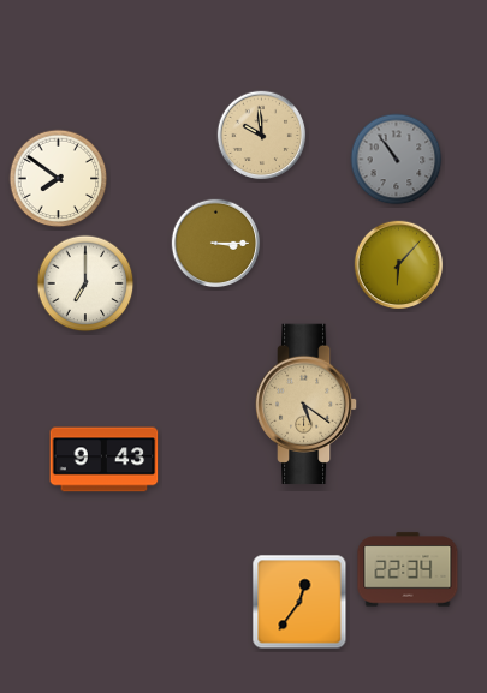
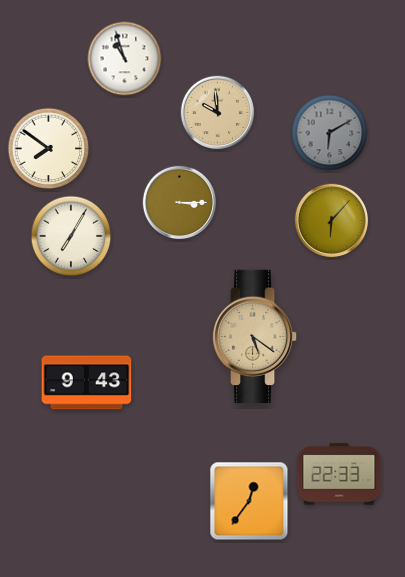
clock at (125, 59): none -> 10:57
clock at (397, 160): 10:54 -> 6:10
clock at (85, 283): 7:00 -> 7:05
clock at (408, 569): 22:34 -> 22:33
